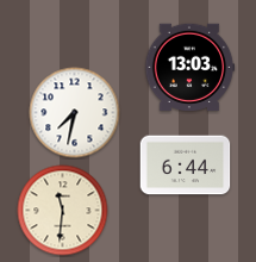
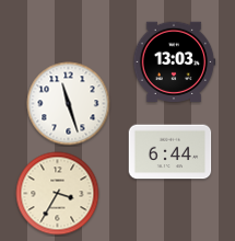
clock at (75, 113): 7:32 -> 11:27
clock at (63, 211): 11:31 -> 3:35
